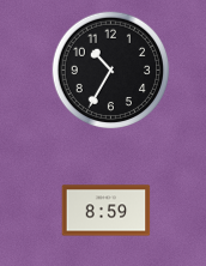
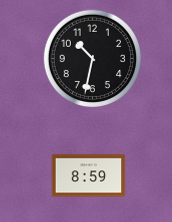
clock at (111, 71): 10:35 -> 10:32
